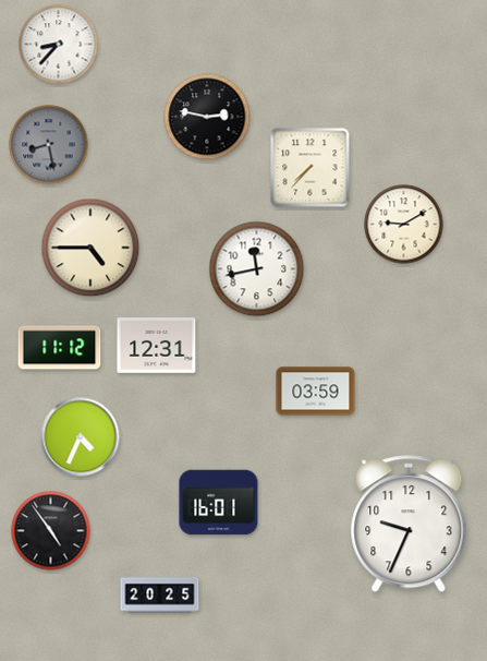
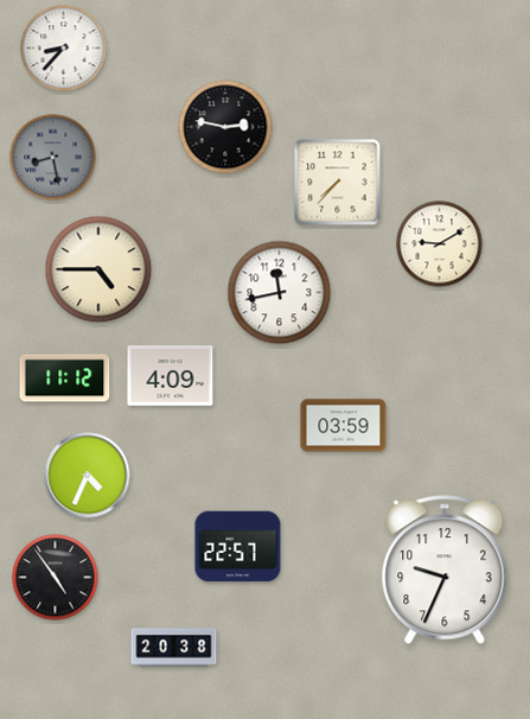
clock at (157, 346): 12:31 -> 4:09
clock at (219, 503): 16:01 -> 22:57
clock at (160, 596): 20:25 -> 20:38
